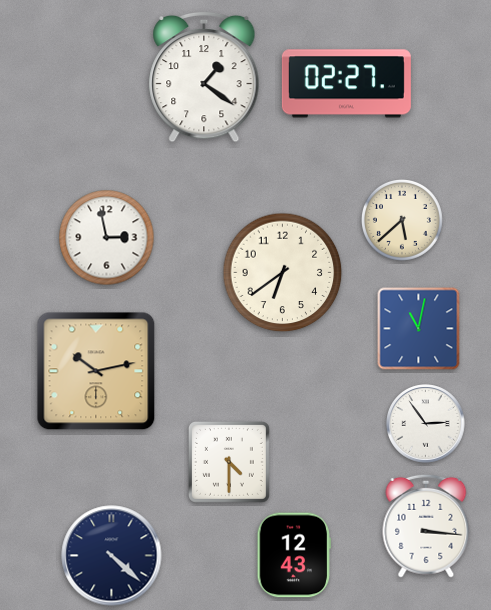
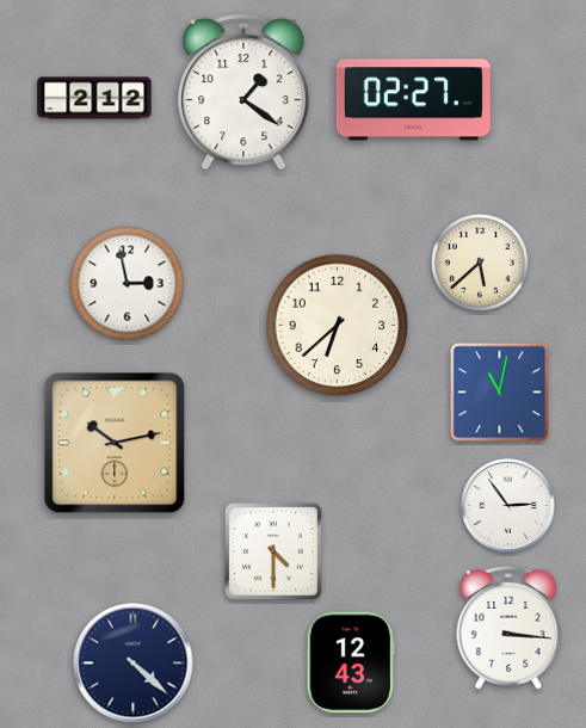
clock at (94, 98): none -> 2:12
clock at (283, 273): 6:39 -> 6:38
